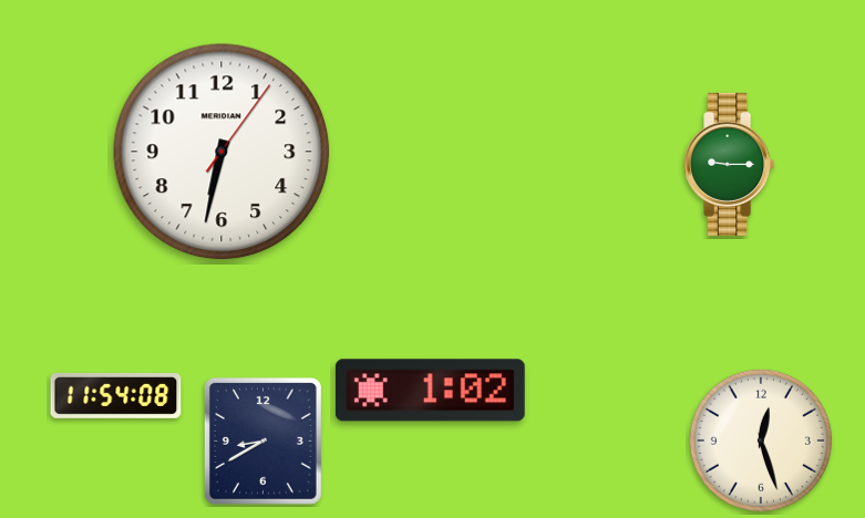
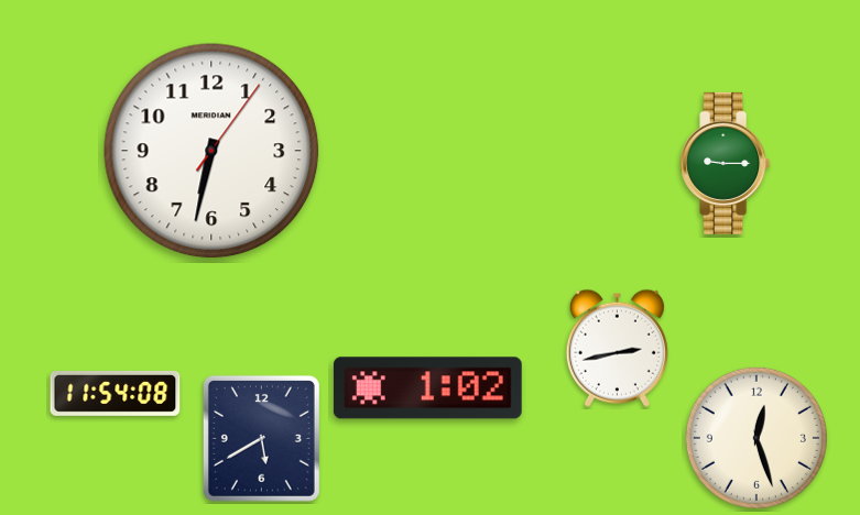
clock at (222, 152) position: (222, 152) -> (211, 151)
clock at (617, 348): none -> 2:43
clock at (262, 441): 8:40 -> 5:40
